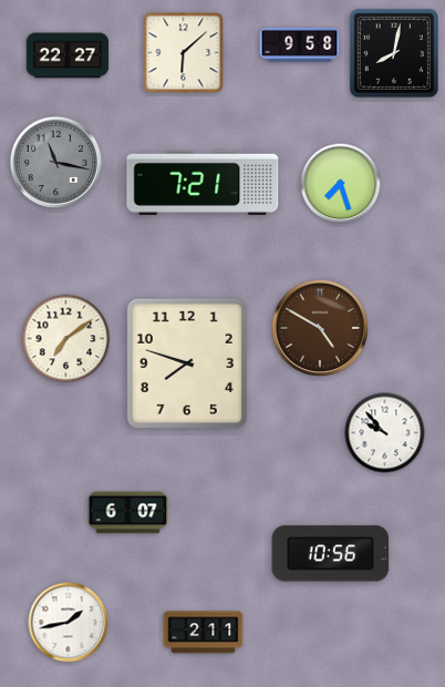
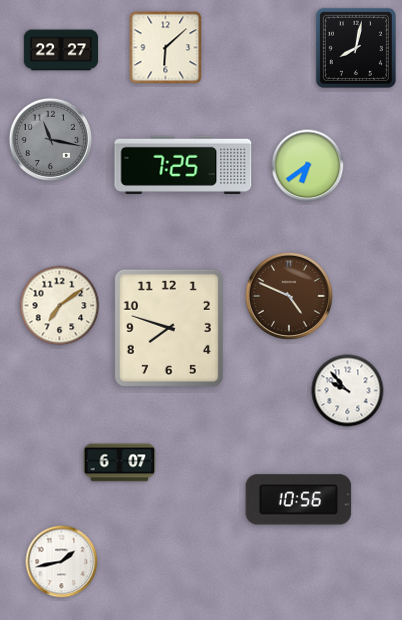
clock at (300, 44): 9:58 -> none
clock at (55, 162) position: (55, 162) -> (50, 139)
clock at (203, 183): 7:21 -> 7:25
clock at (341, 184): 7:27 -> 6:39
clock at (320, 328): 4:50 -> 4:49
clock at (128, 513) position: (128, 513) -> (120, 463)
clock at (204, 633): 2:11 -> none
